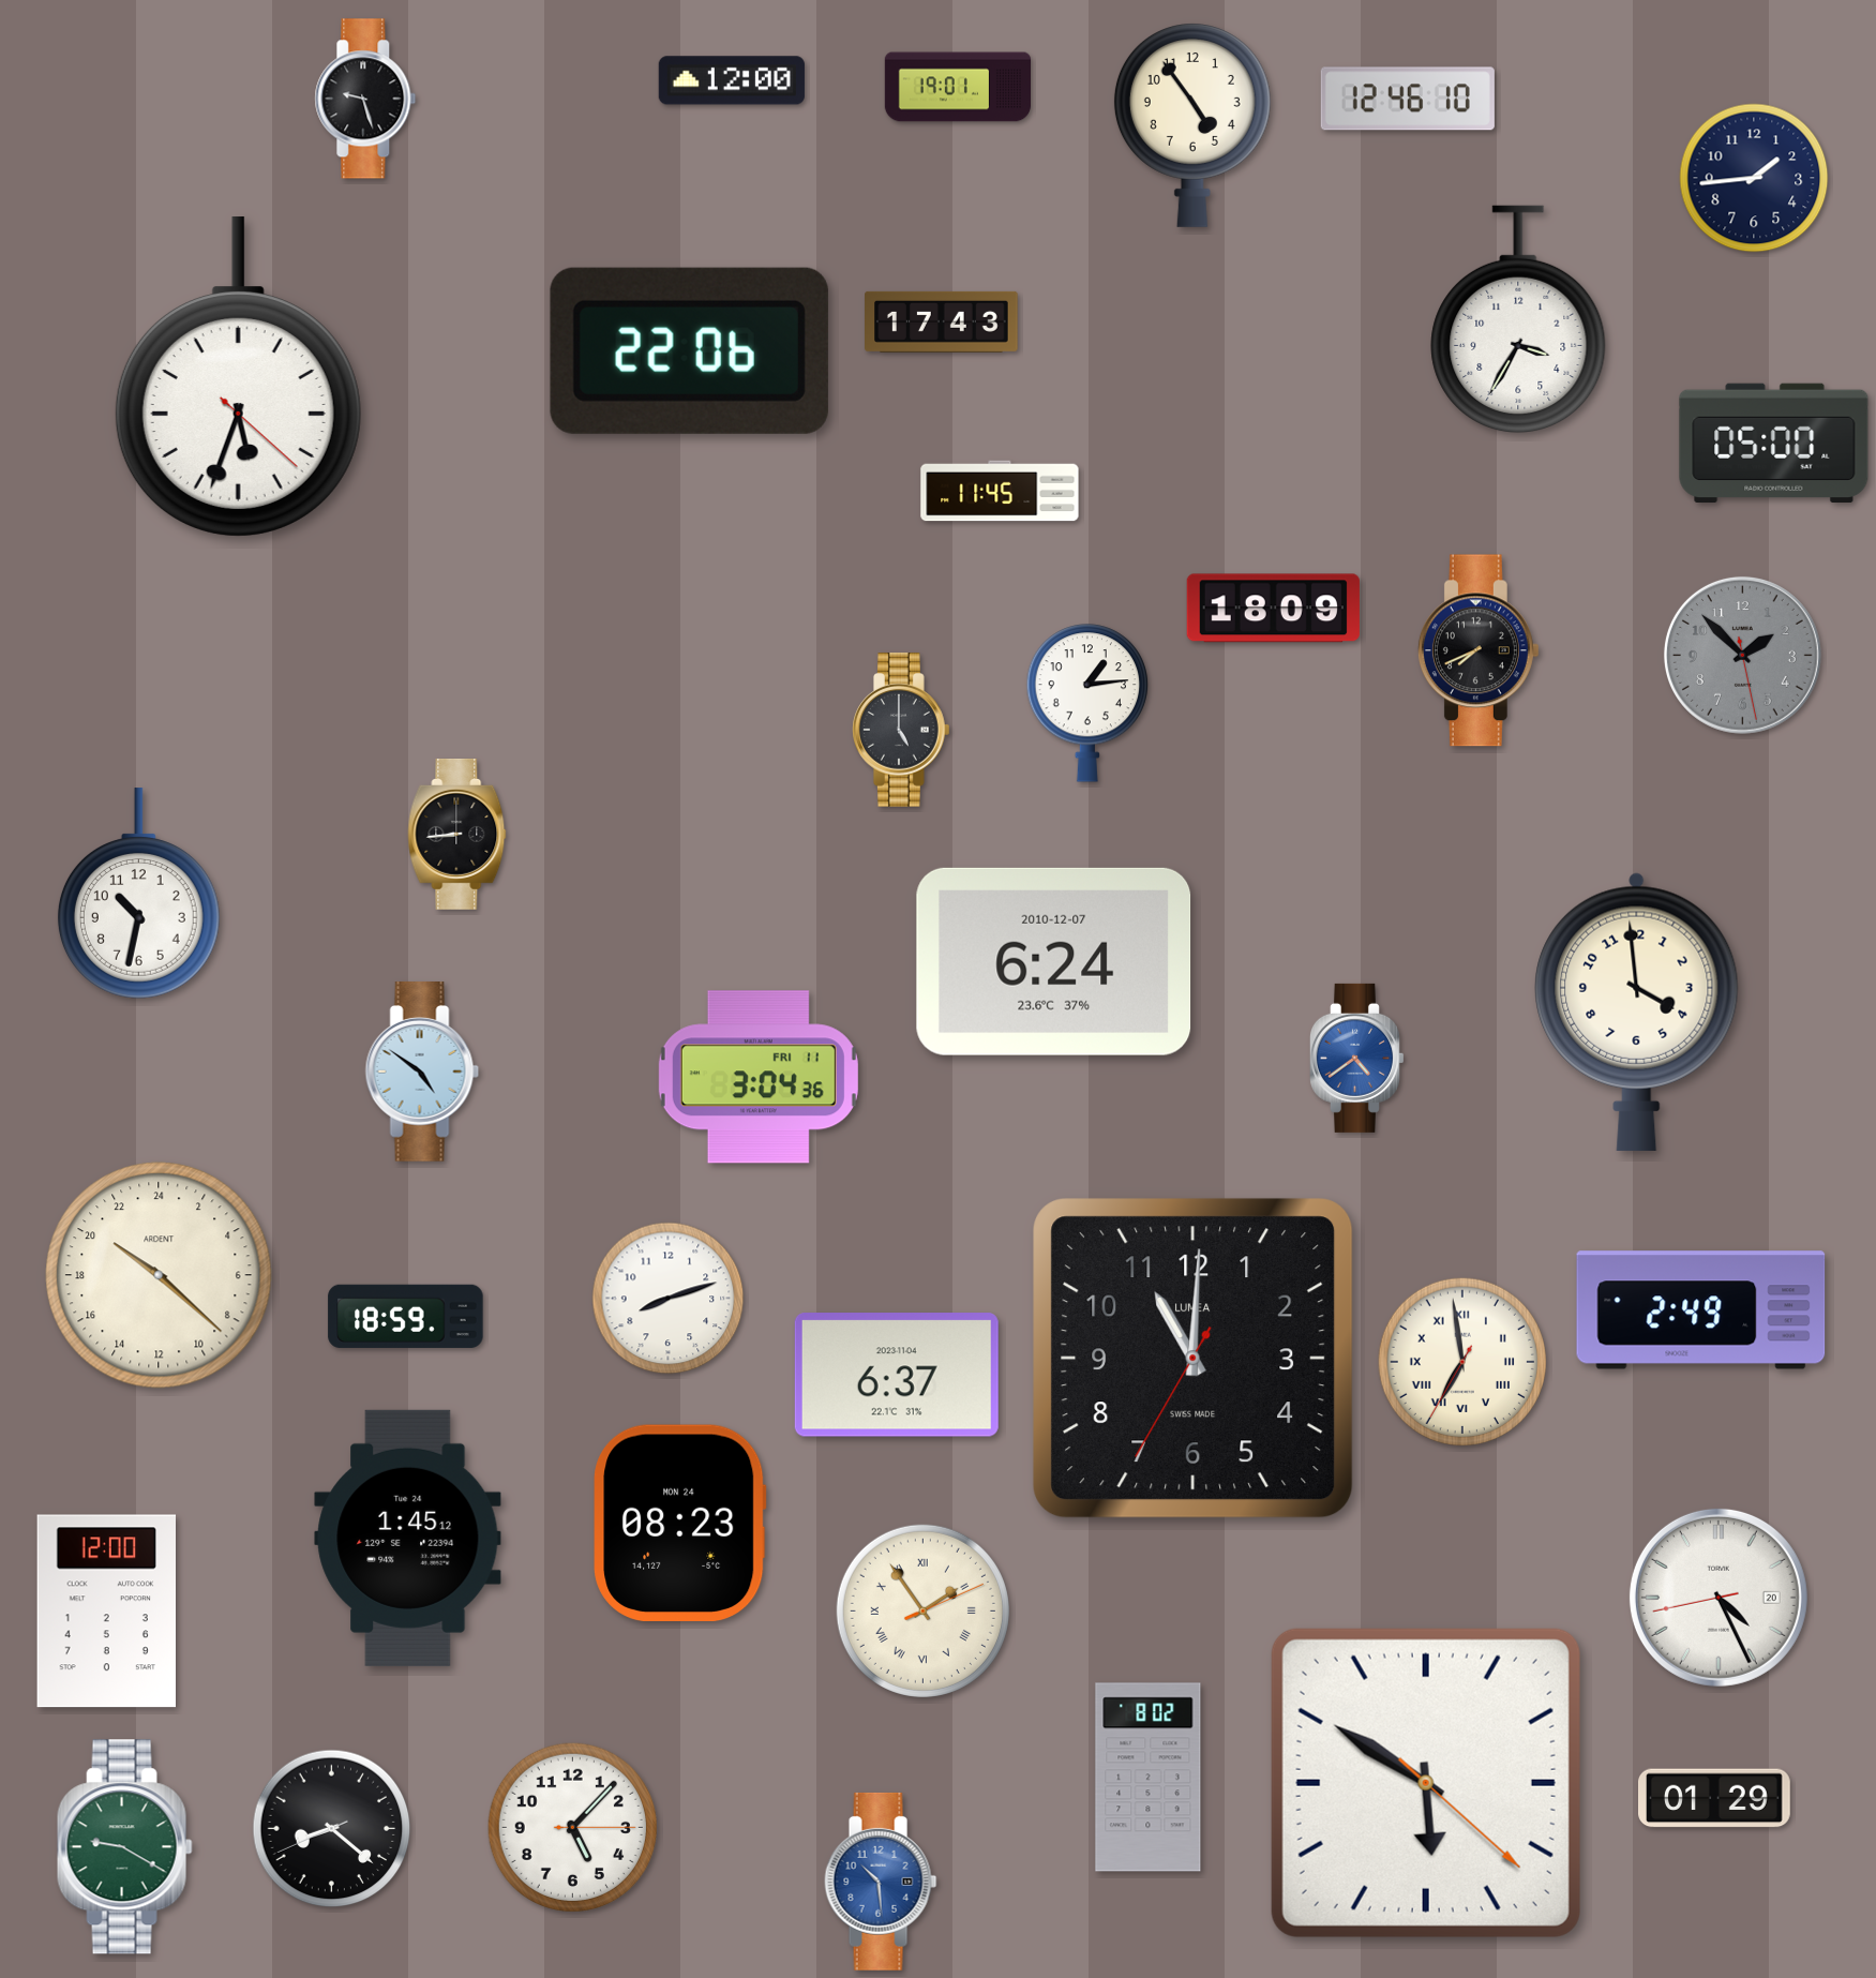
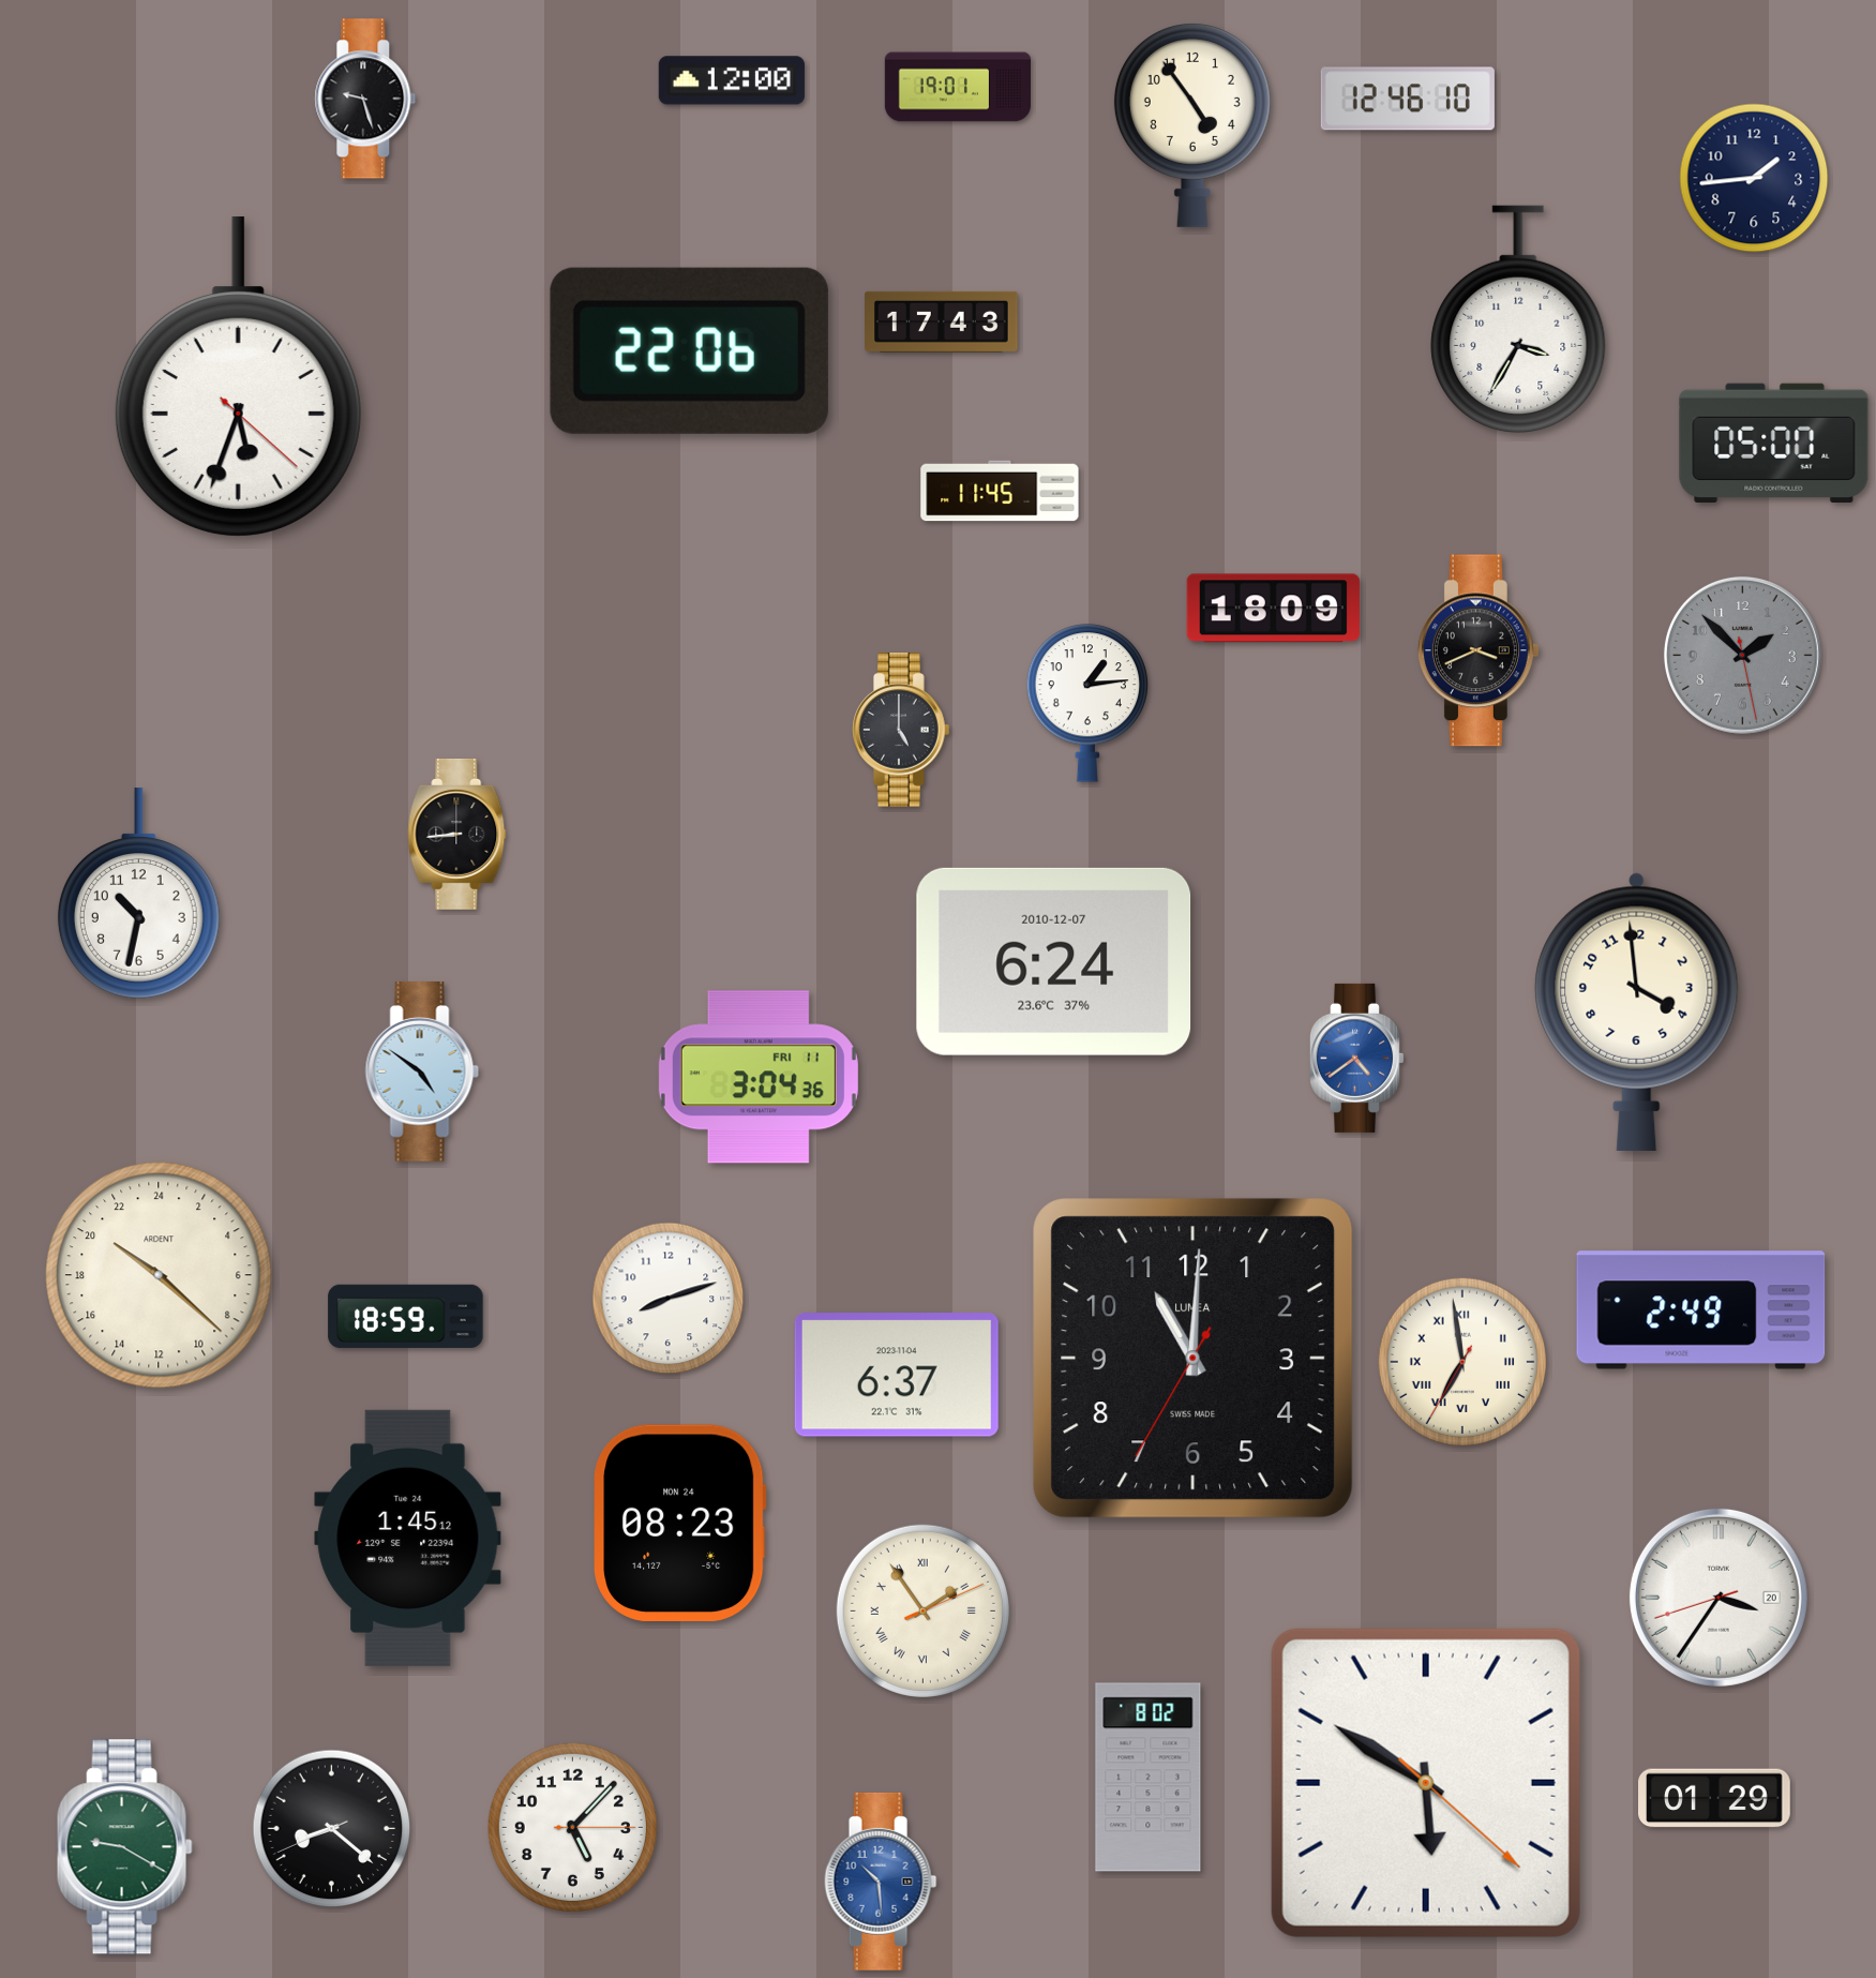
clock at (1479, 650): 7:41 -> 3:41
clock at (1719, 1598): 4:25 -> 3:35
clock at (106, 1612): 12:00 -> none
